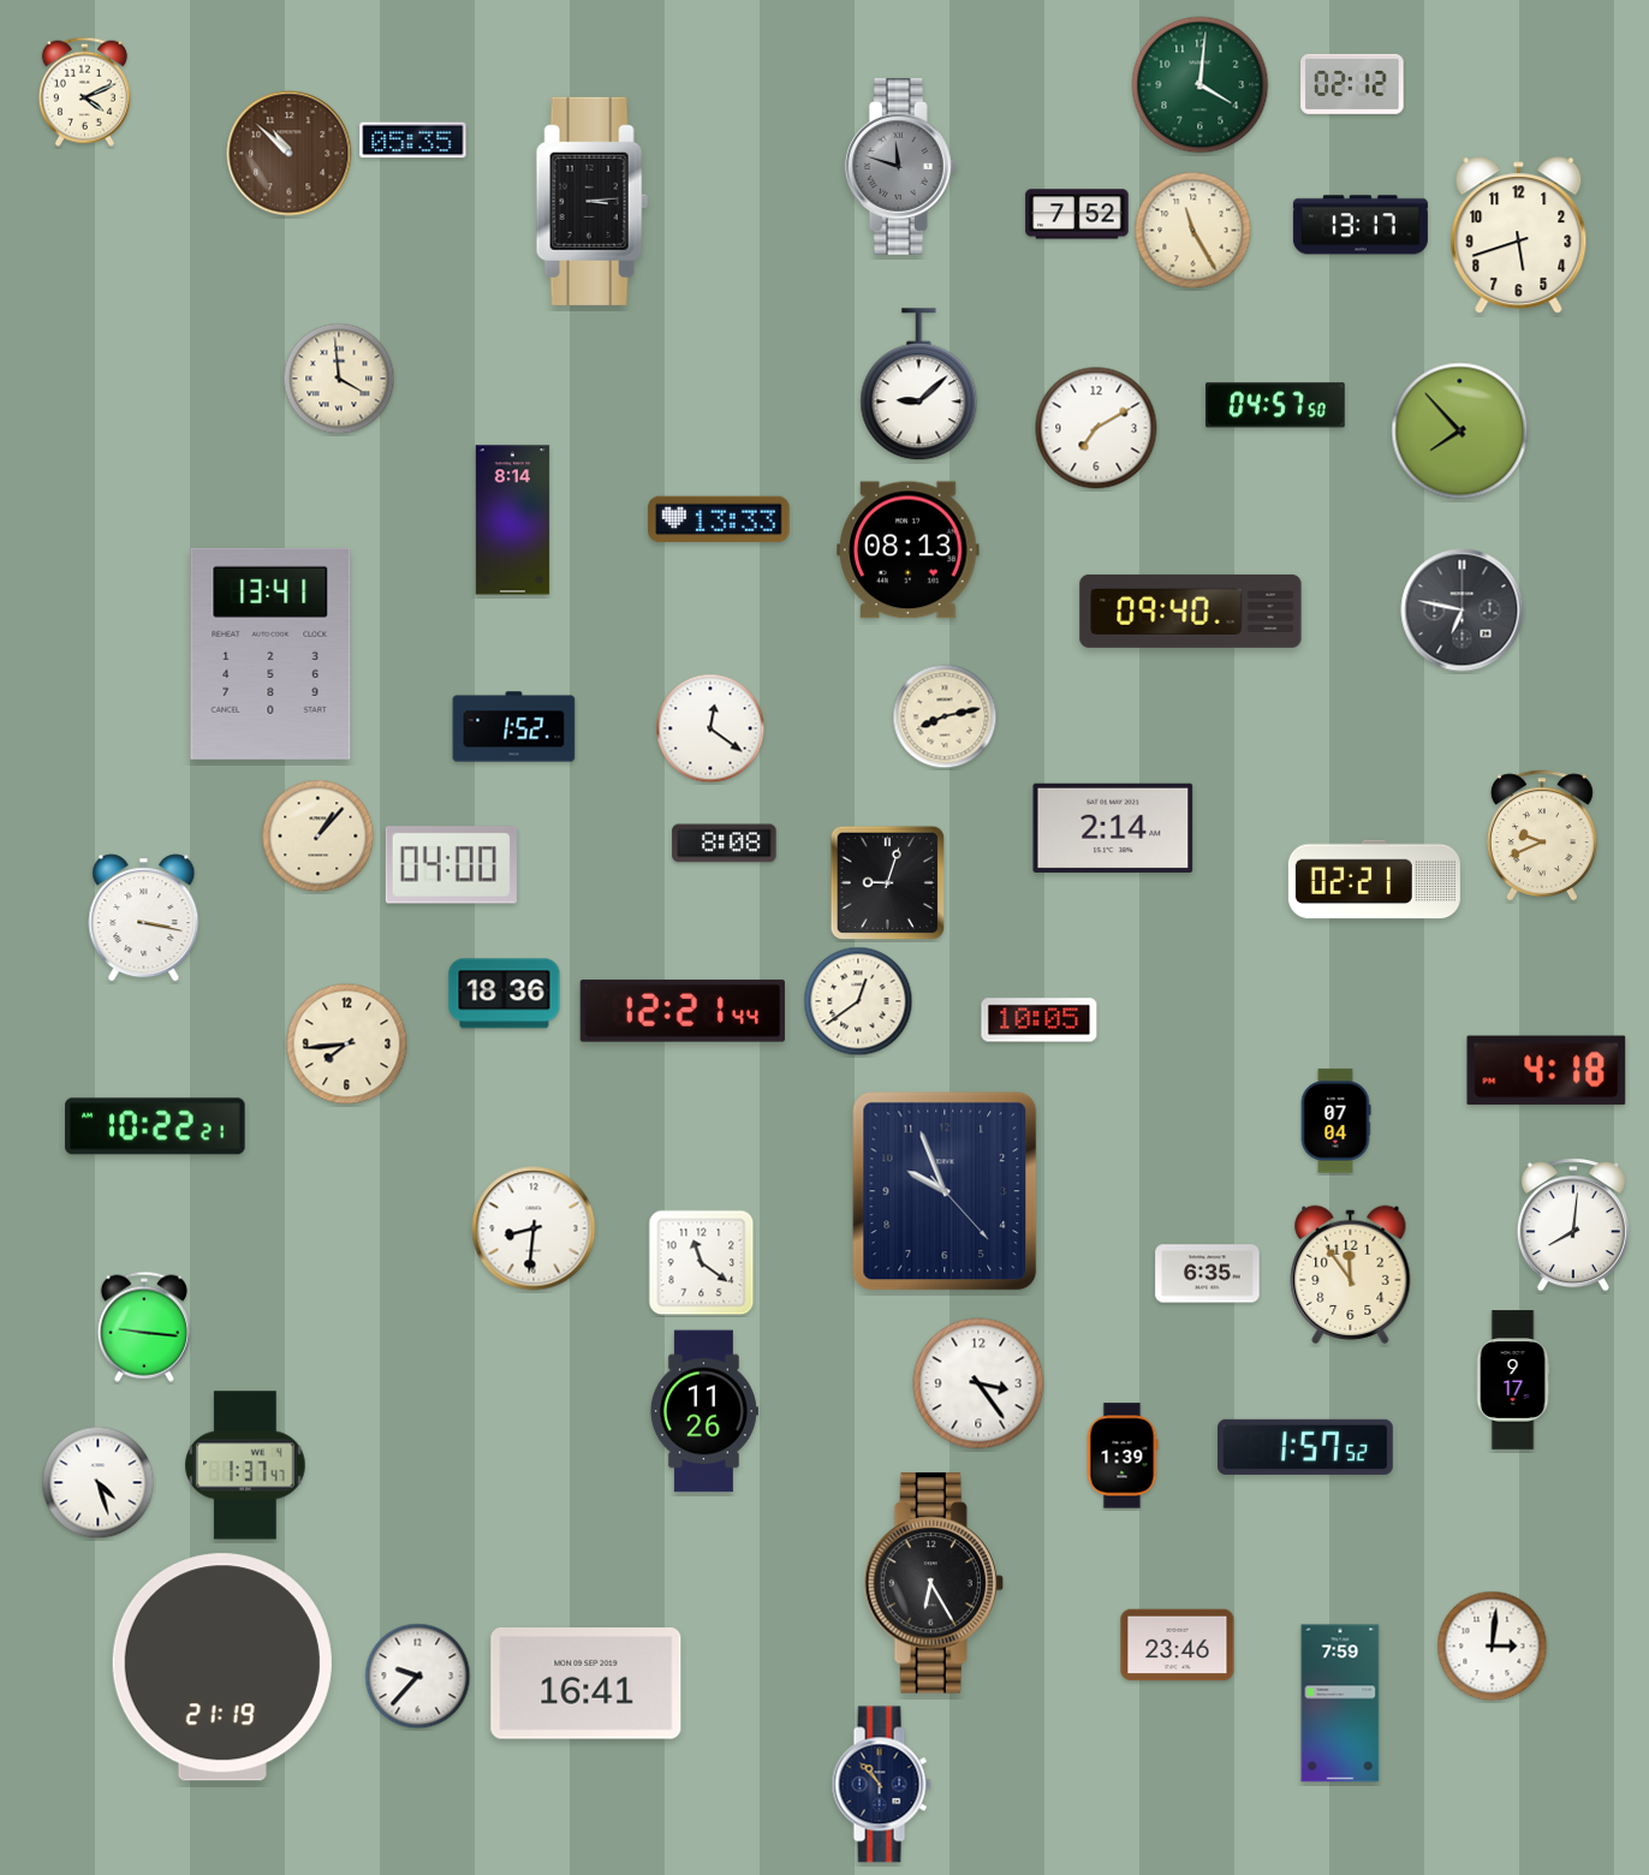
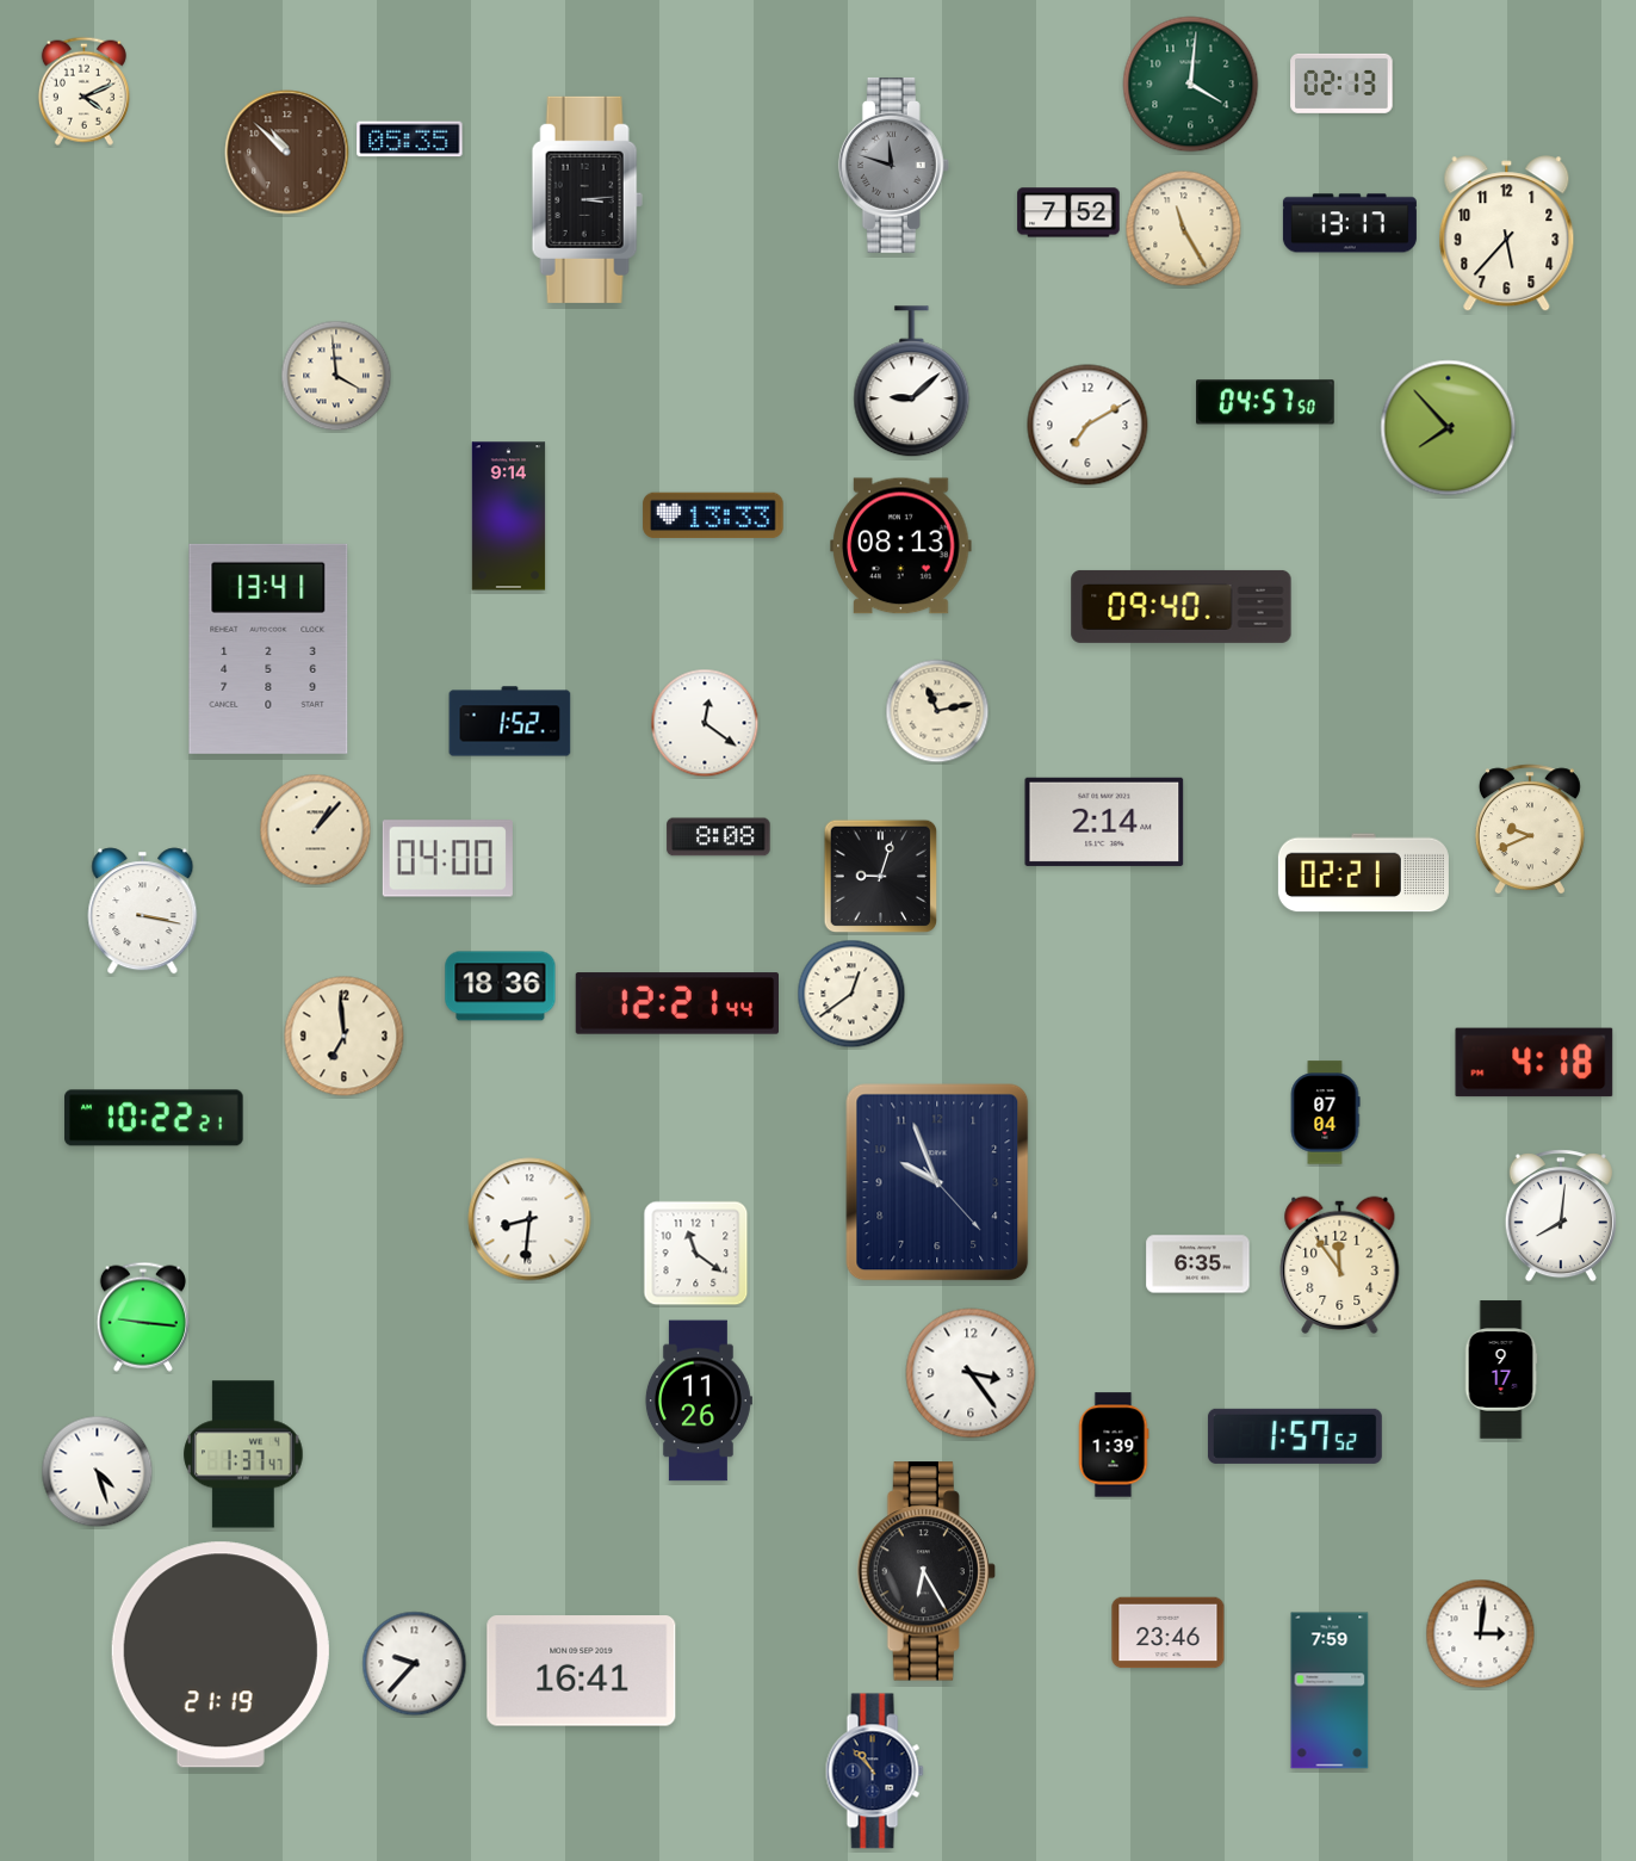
clock at (1352, 84): 02:12 -> 02:13
clock at (1519, 236): 5:42 -> 5:37
clock at (513, 520): 8:14 -> 9:14
clock at (1463, 611): 6:47 -> none
clock at (945, 716): 8:13 -> 11:13
clock at (1040, 1020): 10:05 -> none
clock at (347, 1044): 7:44 -> 6:59
